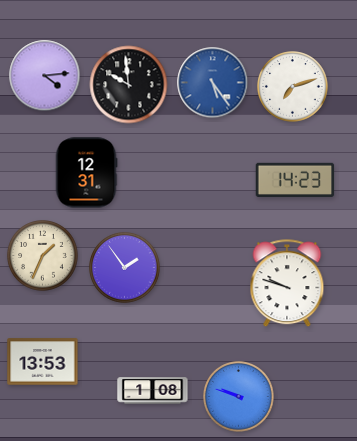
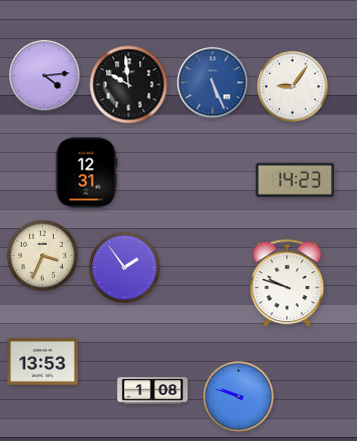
clock at (213, 83): 5:24 -> 5:26
clock at (293, 87): 7:12 -> 9:06
clock at (43, 256): 1:34 -> 3:34
